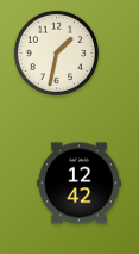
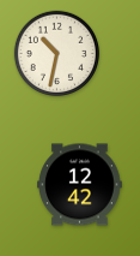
clock at (57, 54): 1:32 -> 10:32
